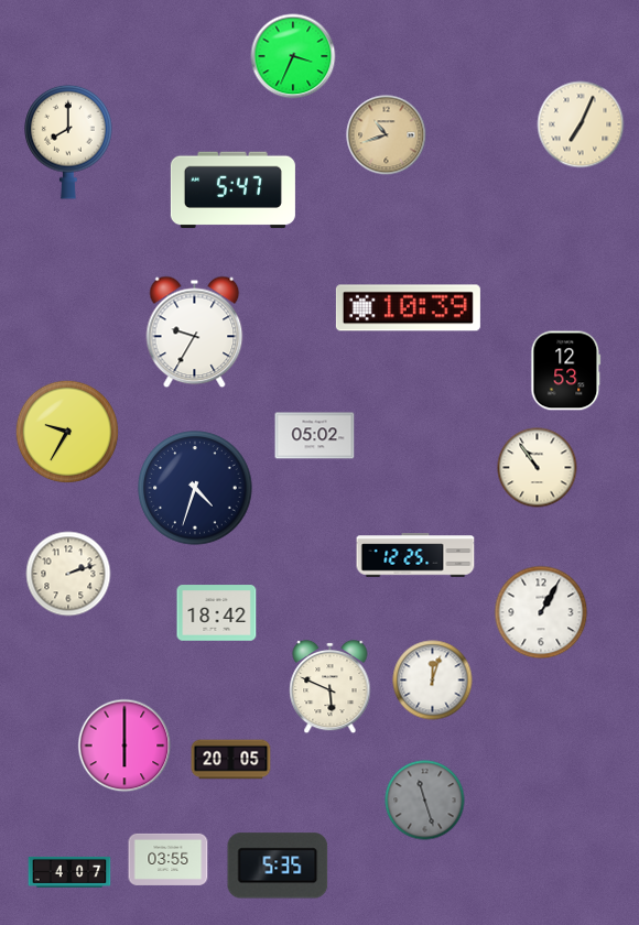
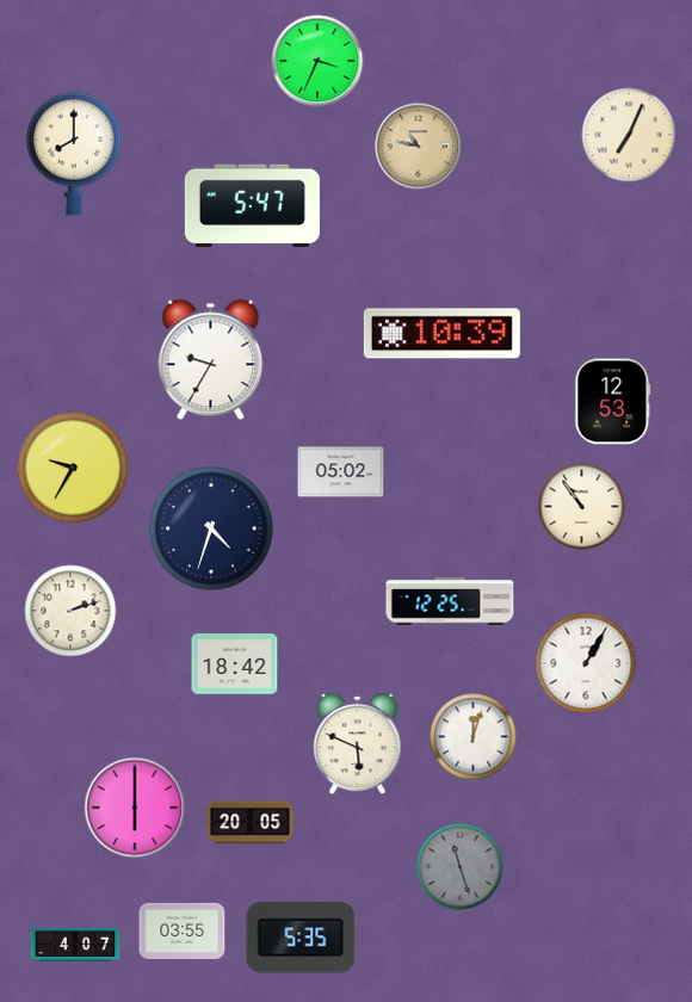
clock at (387, 135): 10:42 -> 10:47
clock at (68, 574) position: (68, 574) -> (70, 611)
clock at (433, 681) position: (433, 681) -> (474, 737)
